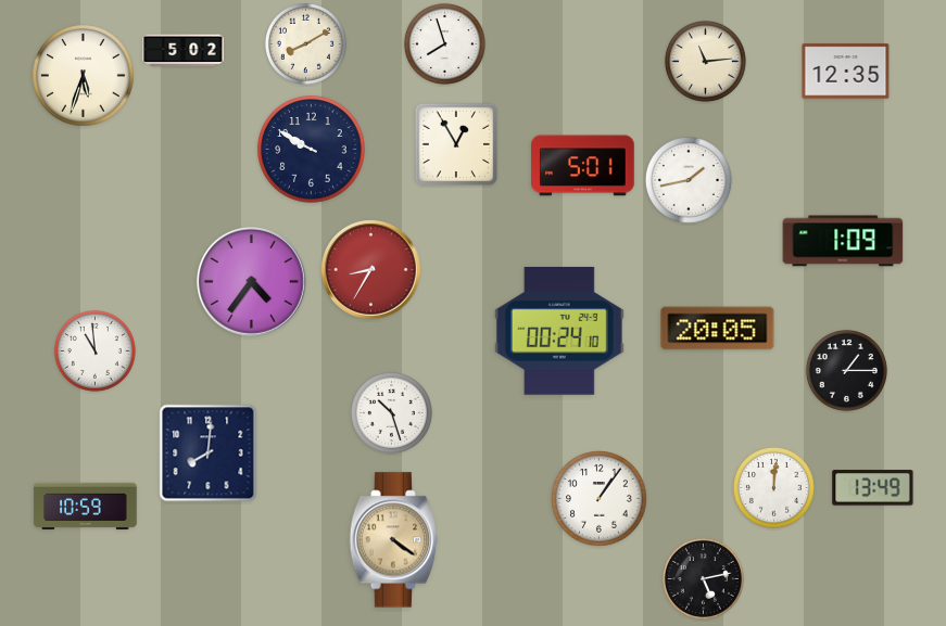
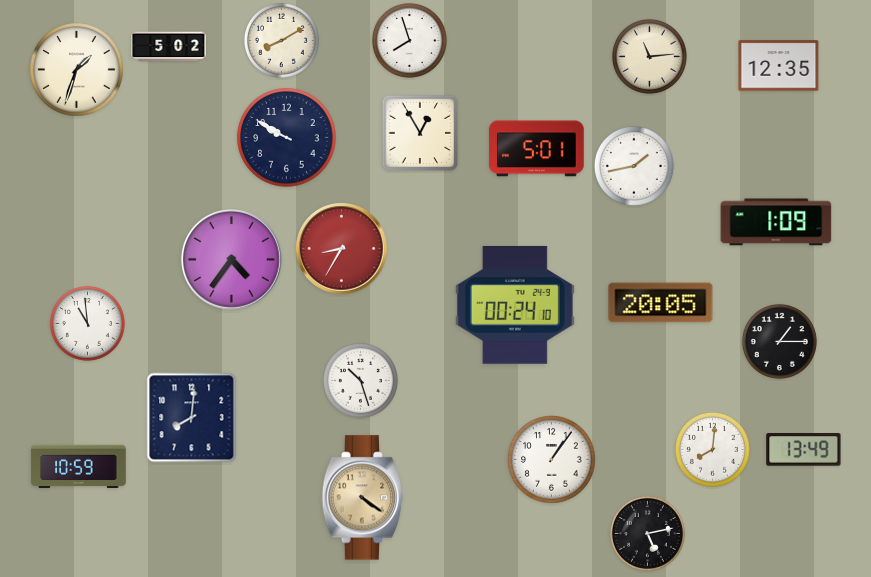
clock at (84, 76): 5:33 -> 1:33
clock at (583, 166) position: (583, 166) -> (537, 149)
clock at (773, 487): 12:01 -> 8:01
